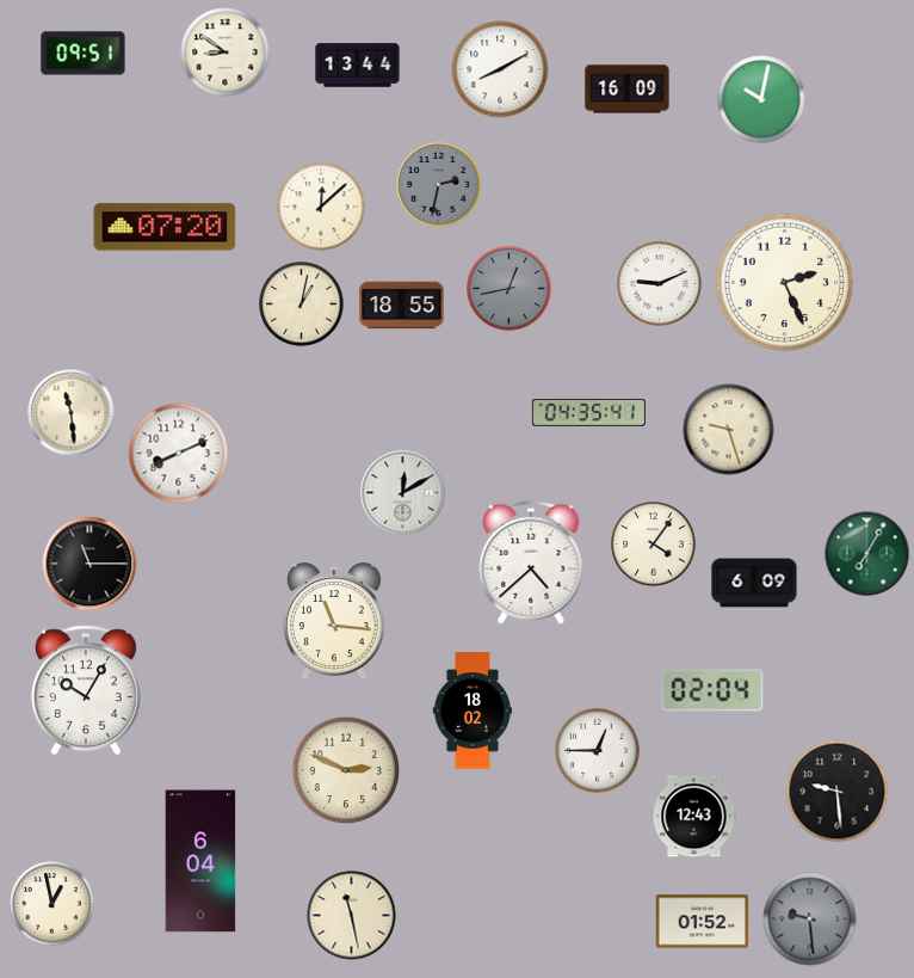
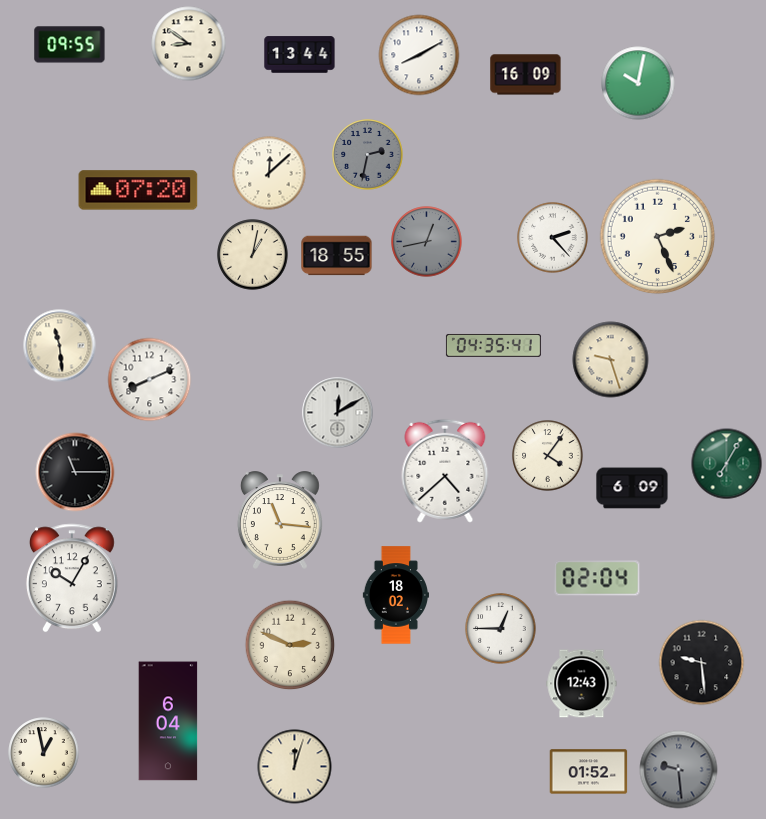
clock at (84, 54): 09:51 -> 09:55
clock at (500, 69) position: (500, 69) -> (419, 55)
clock at (660, 284): 9:11 -> 2:23
clock at (53, 904) position: (53, 904) -> (44, 753)
clock at (352, 916): 11:28 -> 12:03
